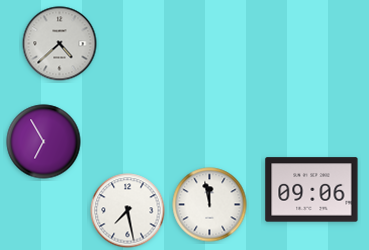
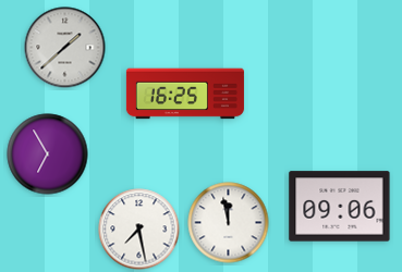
clock at (60, 44): 4:38 -> 1:38
clock at (185, 94): none -> 16:25
